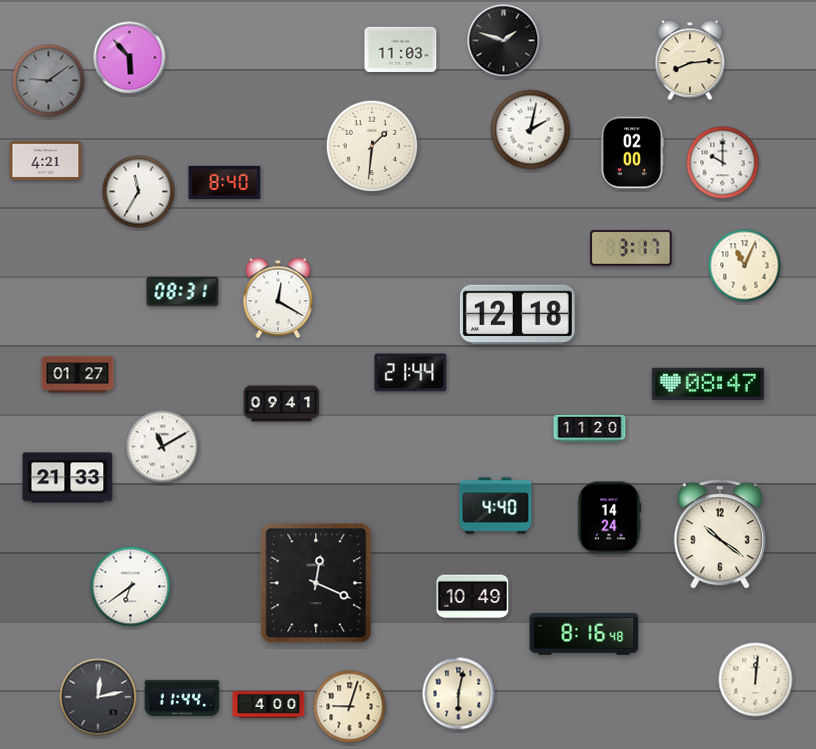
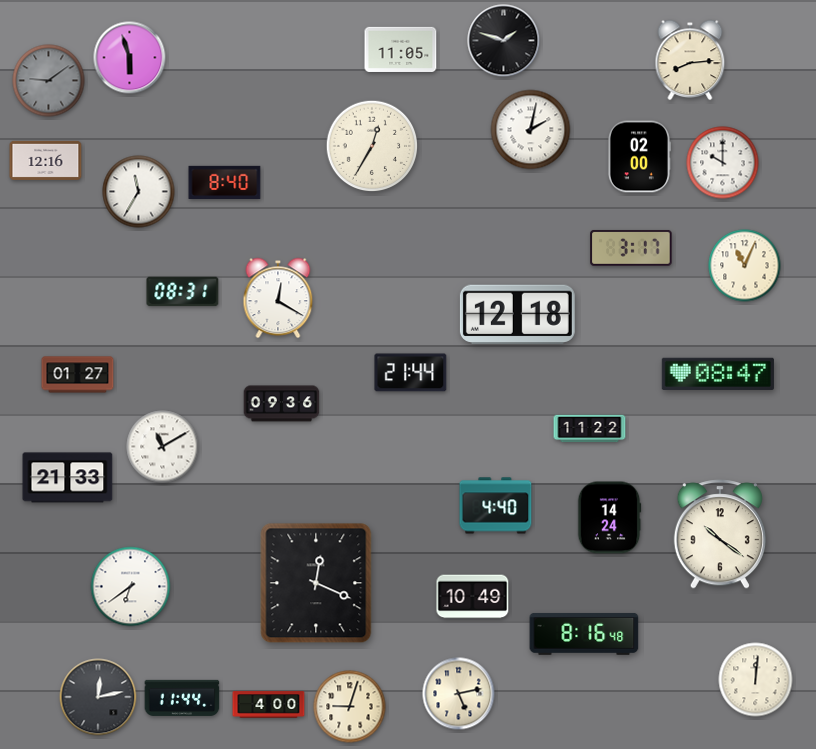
clock at (401, 49): 11:03 -> 11:05
clock at (130, 58): 5:53 -> 5:57
clock at (372, 146): 1:31 -> 12:35
clock at (632, 153) position: (632, 153) -> (639, 157)
clock at (46, 160): 4:21 -> 12:16
clock at (708, 384) position: (708, 384) -> (718, 374)
clock at (282, 404): 09:41 -> 09:36
clock at (590, 429): 11:20 -> 11:22
clock at (459, 694): 6:02 -> 5:13
